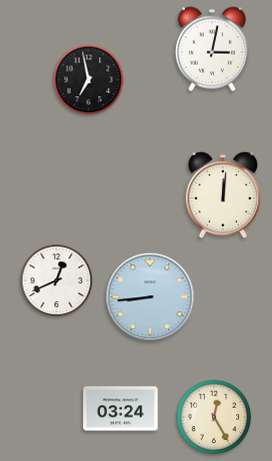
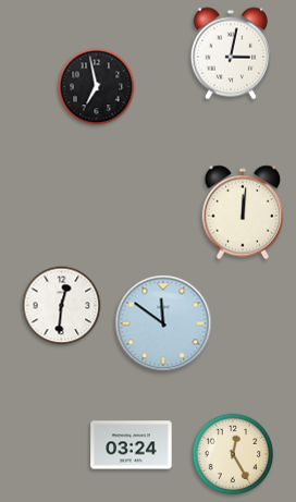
clock at (57, 281): 12:41 -> 12:31
clock at (150, 297): 8:44 -> 11:51
